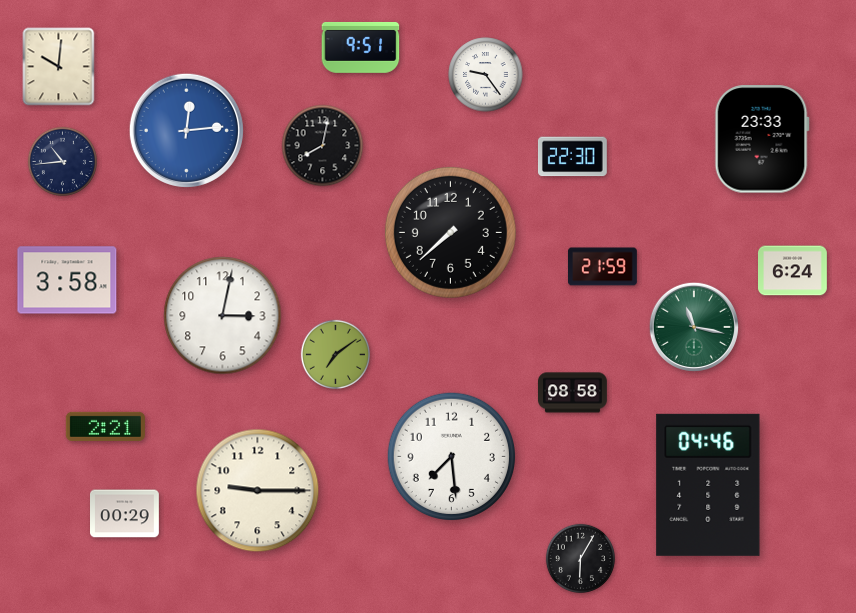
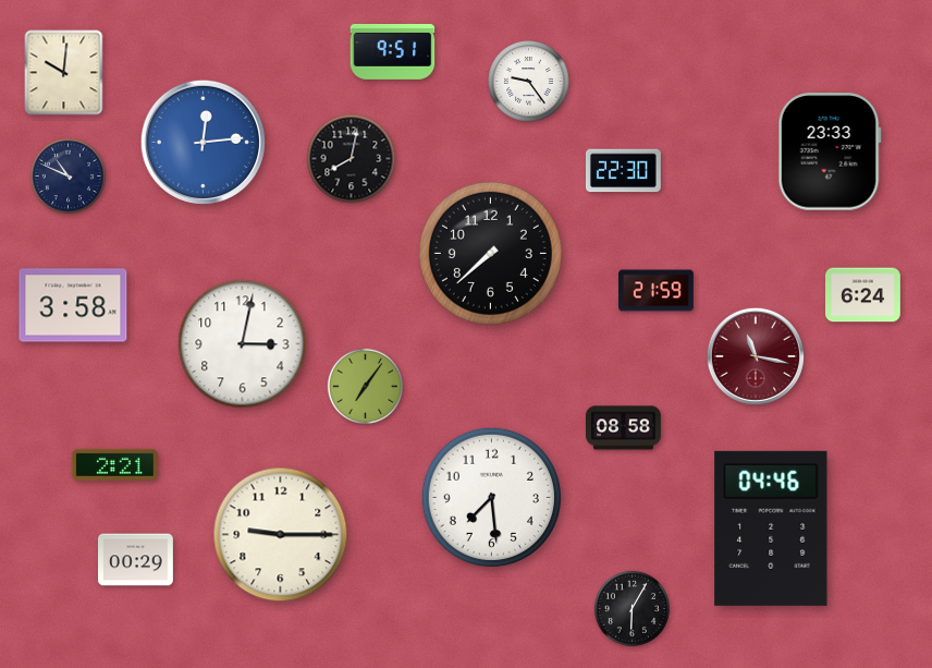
clock at (62, 161): 10:44 -> 10:49
clock at (694, 327) dial: green -> burgundy
clock at (335, 354): 7:09 -> 7:06
